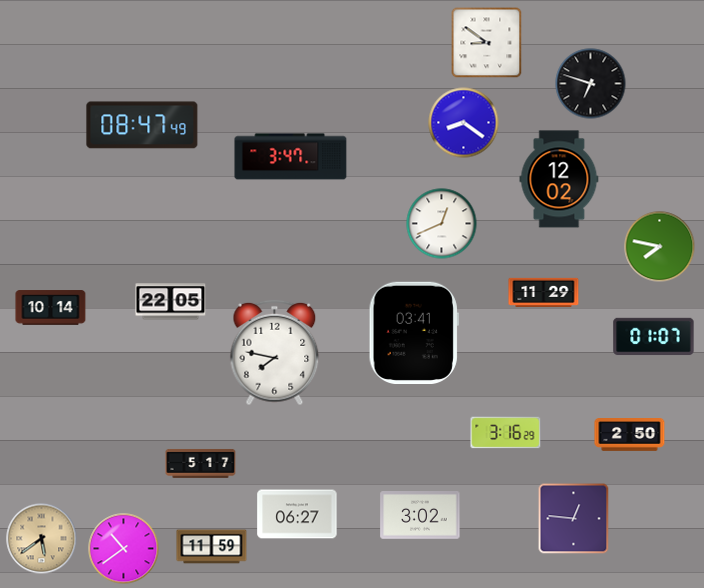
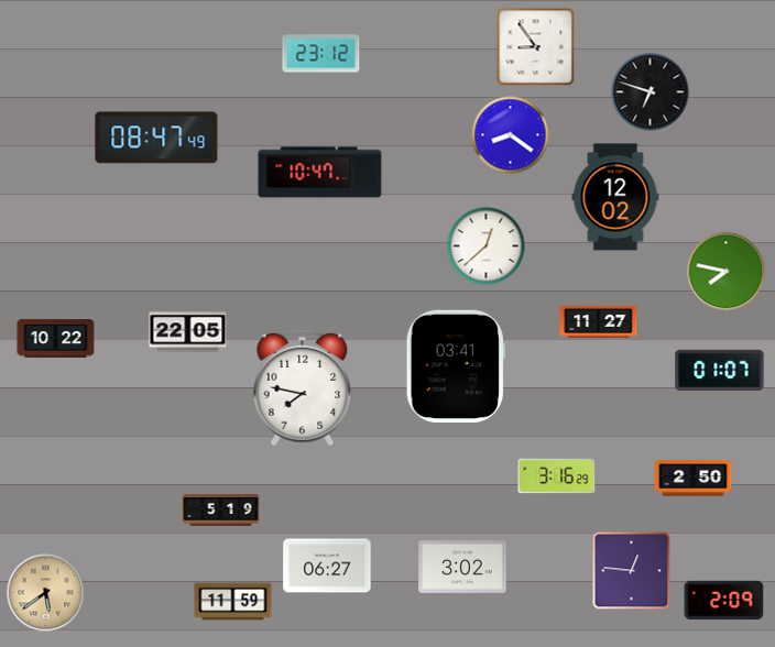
clock at (487, 43): 8:51 -> 8:54
clock at (321, 54): none -> 23:12
clock at (291, 157): 3:47 -> 10:47
clock at (442, 224): 12:41 -> 12:38
clock at (544, 292): 11:29 -> 11:27
clock at (51, 308): 10:14 -> 10:22
clock at (201, 463): 5:17 -> 5:19
clock at (724, 601): none -> 2:09
clock at (124, 549): 10:39 -> none
